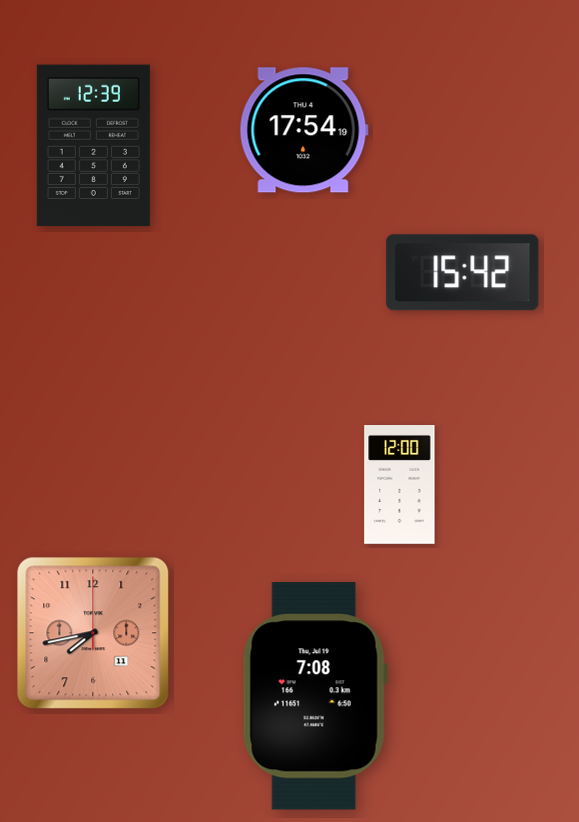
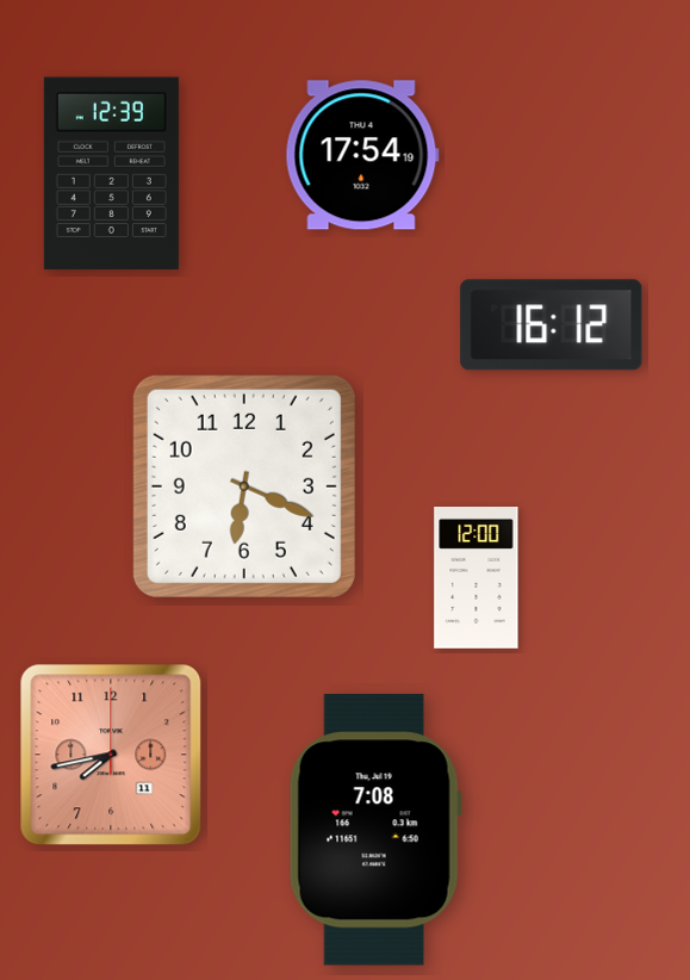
clock at (463, 273): 15:42 -> 16:12
clock at (244, 486): none -> 6:19
